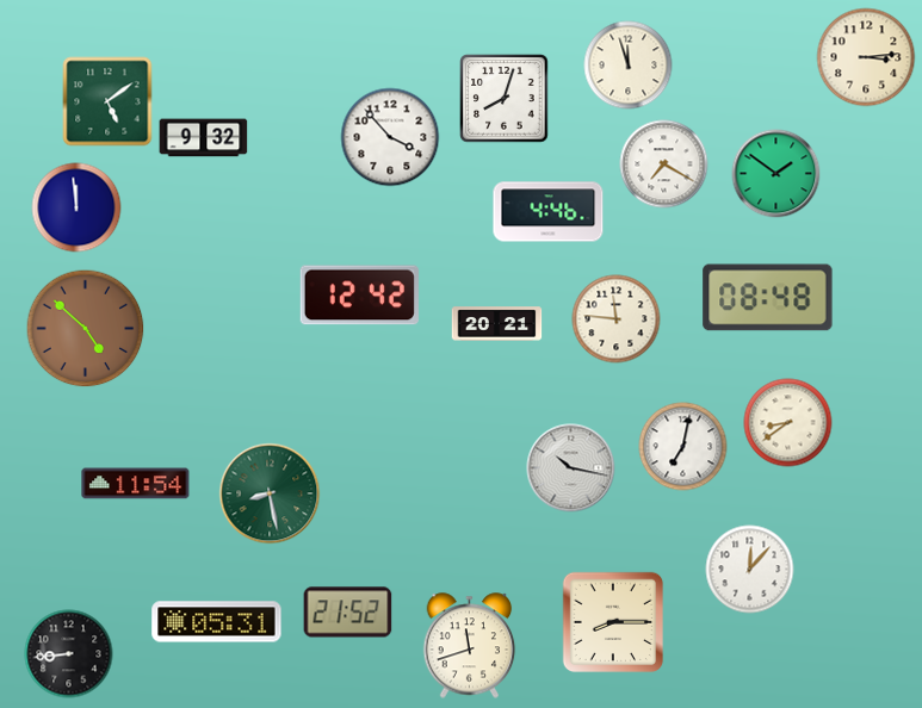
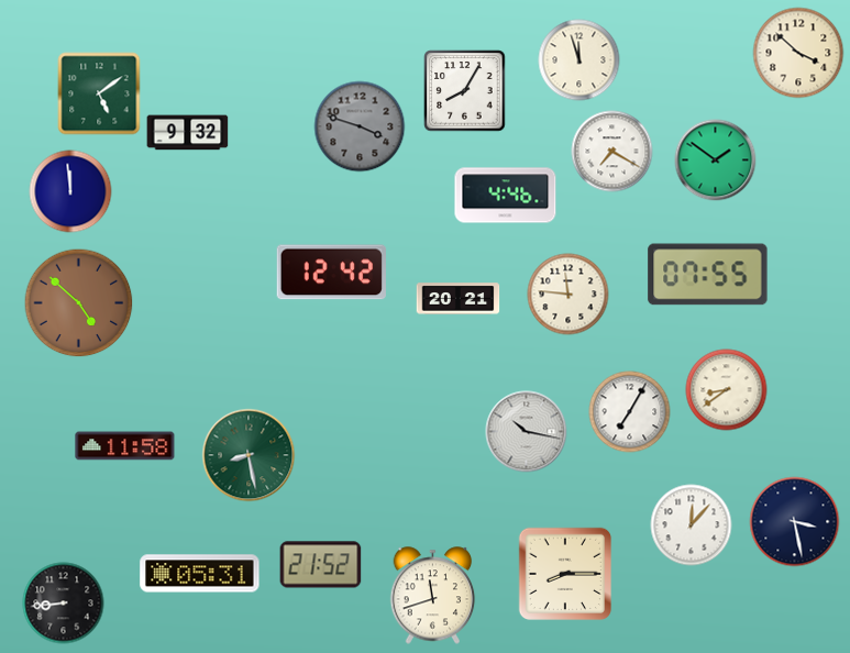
clock at (866, 57): 3:14 -> 3:52
clock at (505, 99): 8:03 -> 8:05
clock at (390, 137): 3:53 -> 3:48
clock at (390, 137) dial: white -> grey
clock at (204, 138) position: (204, 138) -> (188, 133)
clock at (768, 298): 08:48 -> 07:55
clock at (683, 447): 7:02 -> 7:05
clock at (136, 484): 11:54 -> 11:58
clock at (795, 522): none -> 3:28
